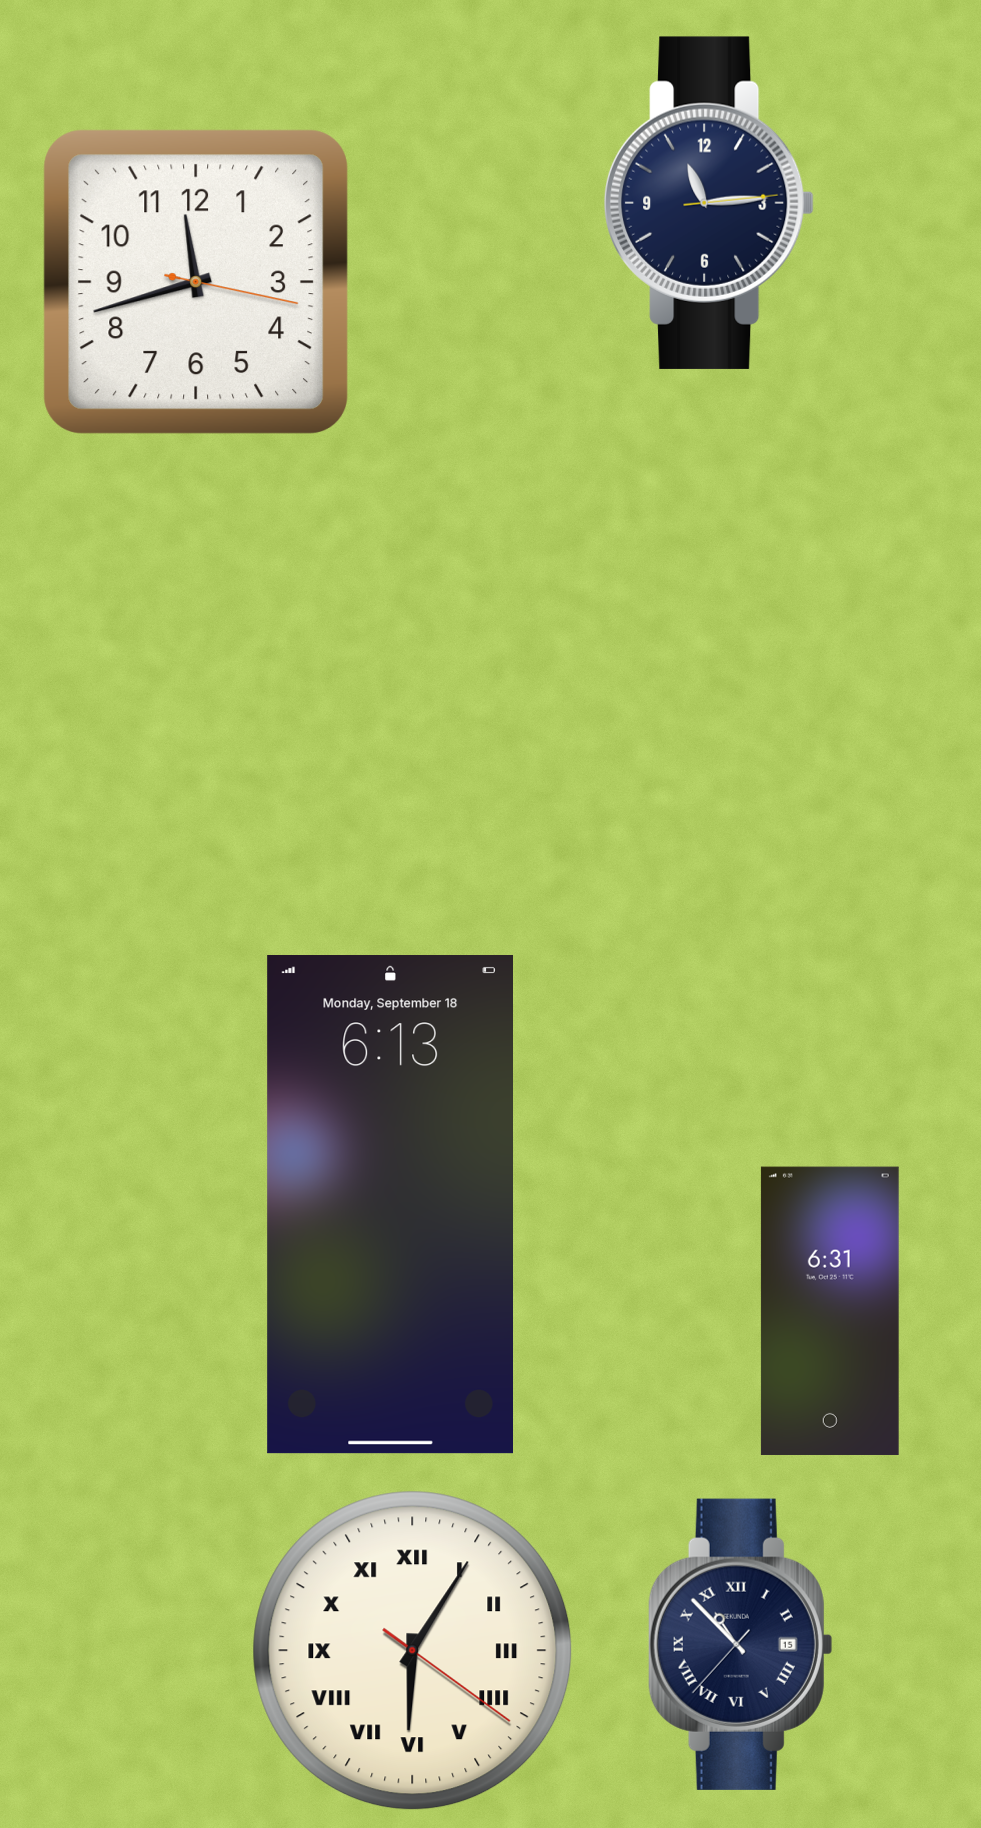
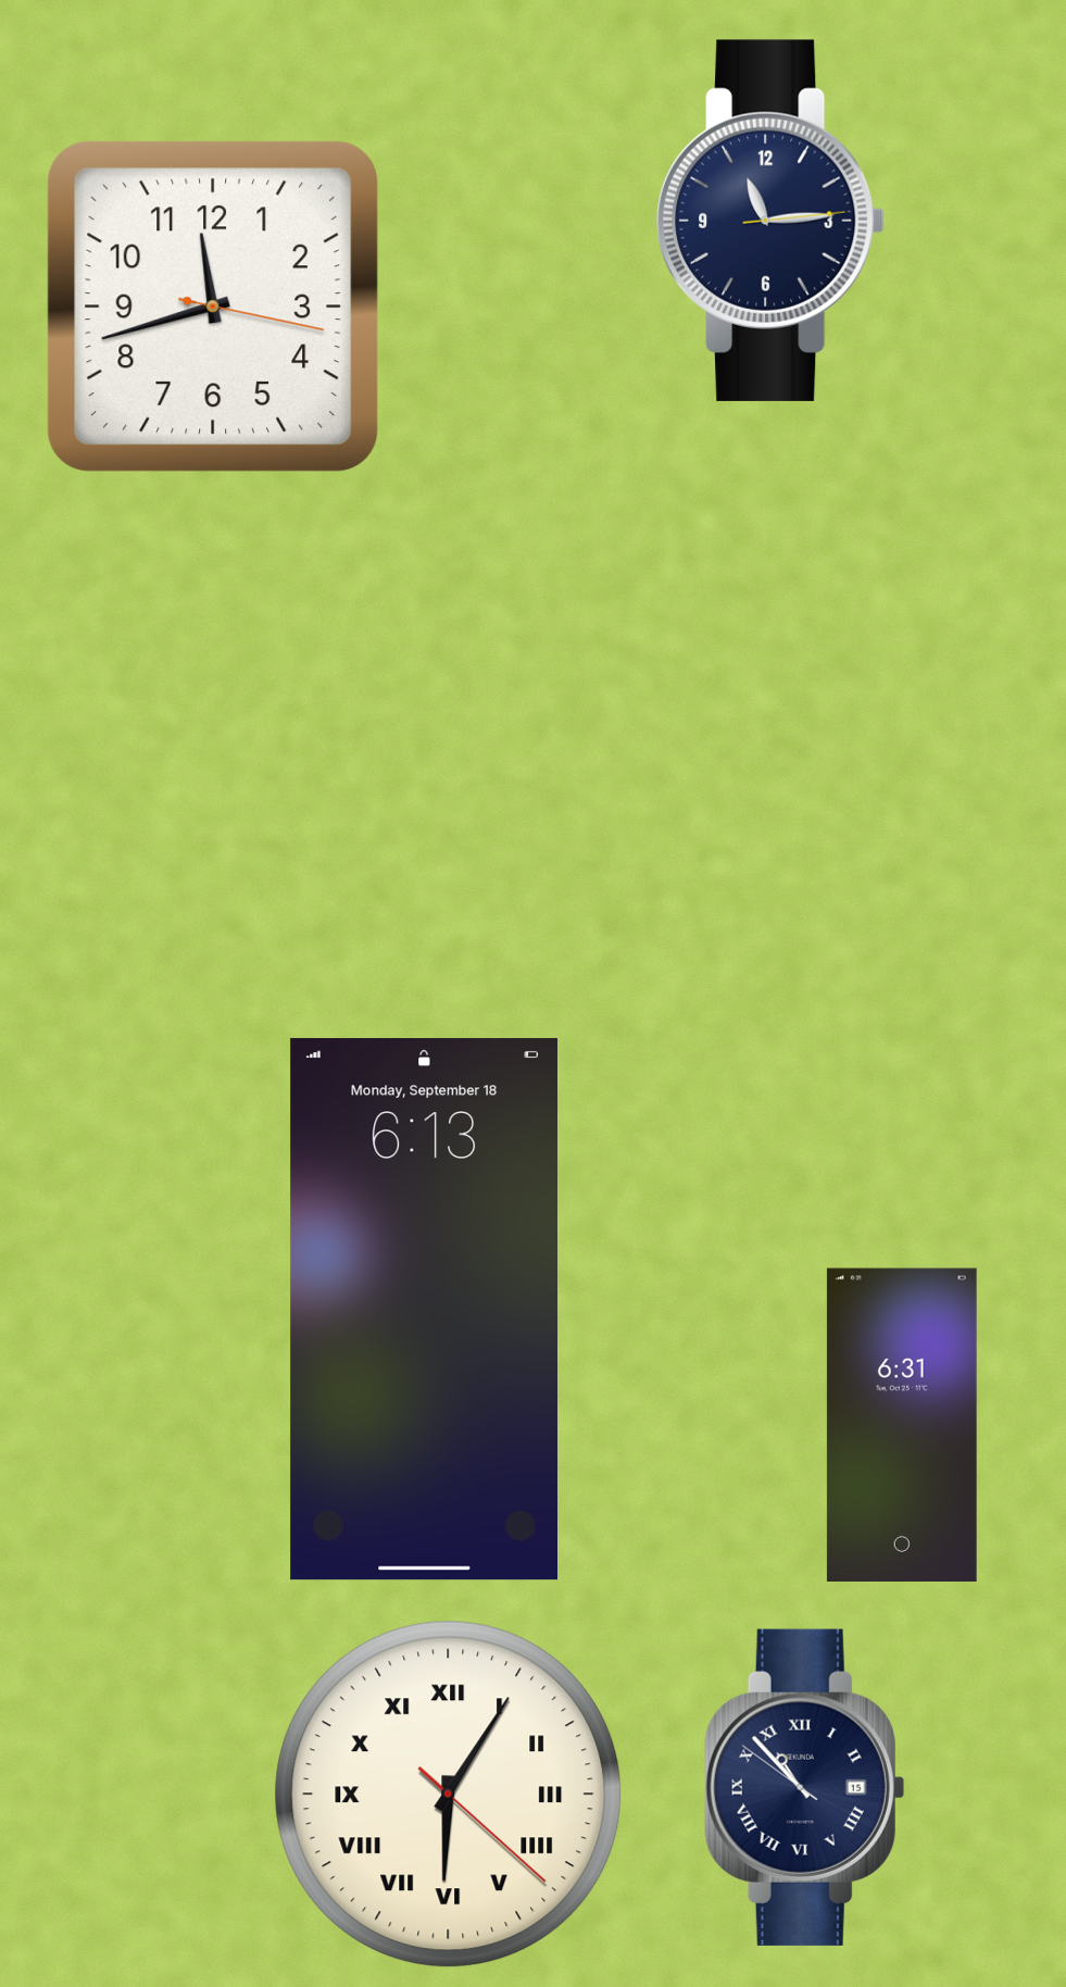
clock at (740, 1644): 10:52:37 -> 10:52:51
clock at (413, 1651): 6:05:21 -> 6:05:22
